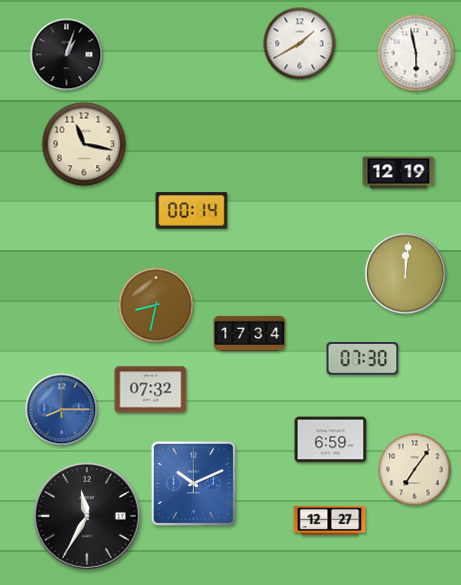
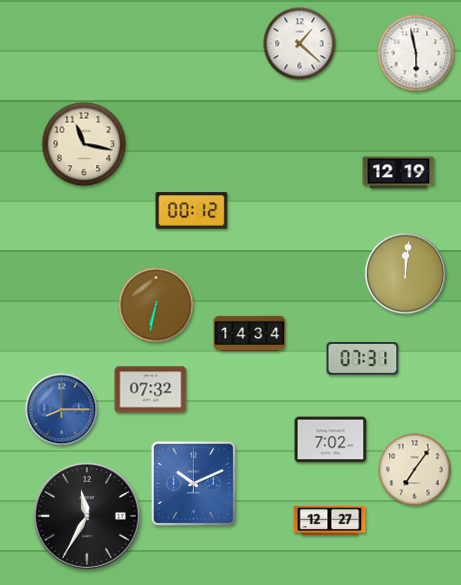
clock at (300, 44): 1:40 -> 1:22
clock at (67, 55): 1:03 -> none
clock at (192, 211): 00:14 -> 00:12
clock at (156, 305): 8:32 -> 6:32
clock at (250, 333): 17:34 -> 14:34
clock at (363, 359): 07:30 -> 07:31
clock at (331, 440): 6:59 -> 7:02
